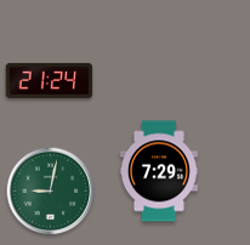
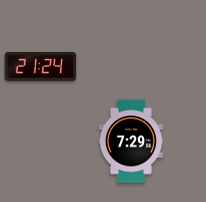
clock at (51, 192): 9:02 -> none
